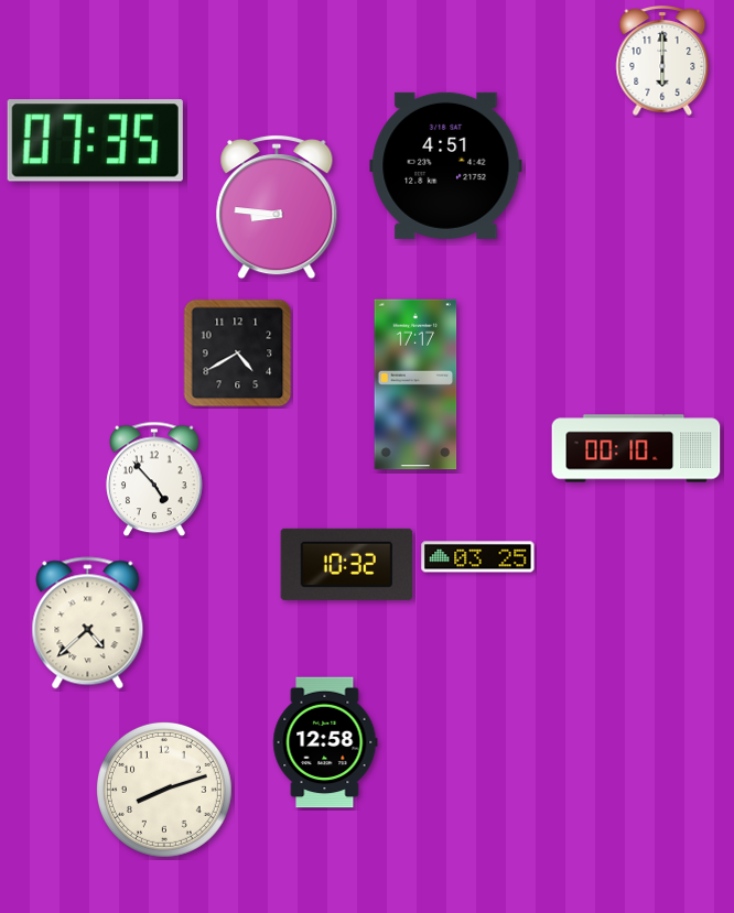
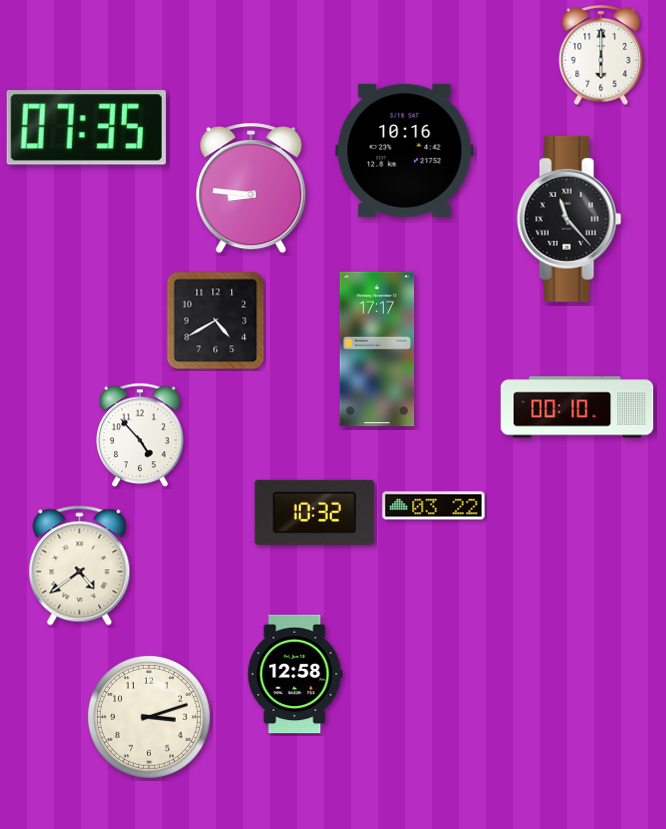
clock at (446, 165): 4:51 -> 10:16
clock at (569, 219): none -> 11:23
clock at (478, 557): 03:25 -> 03:22
clock at (88, 623): 4:38 -> 4:39
clock at (164, 790): 8:12 -> 3:12
